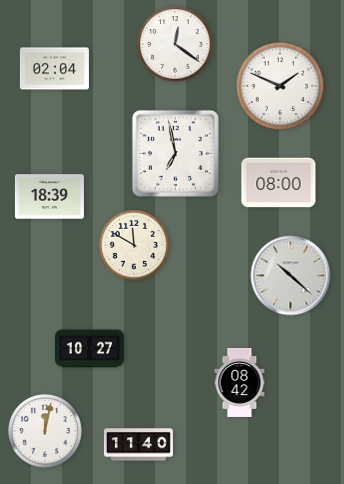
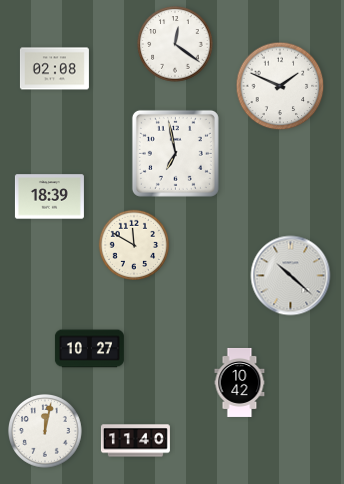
clock at (54, 69): 02:04 -> 02:08
clock at (279, 183): 08:00 -> none
clock at (240, 382): 08:42 -> 10:42
clock at (138, 445) position: (138, 445) -> (135, 441)
